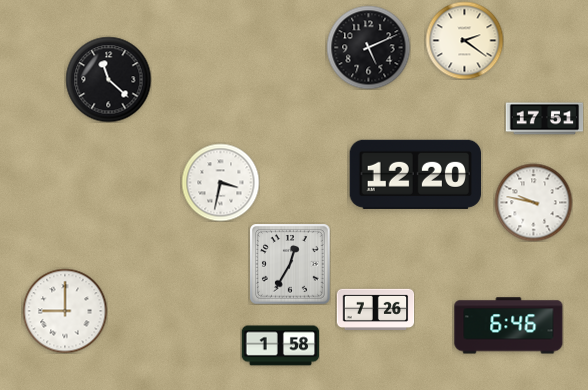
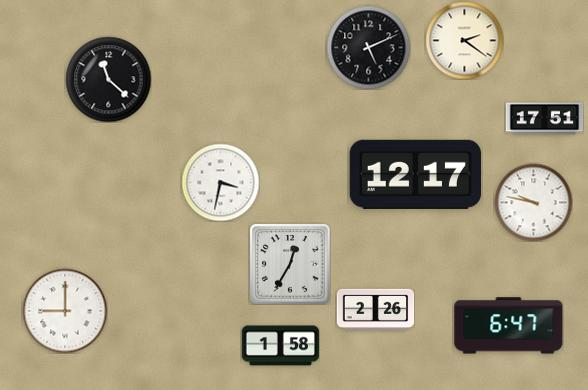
clock at (415, 174): 12:20 -> 12:17
clock at (375, 309): 7:26 -> 2:26
clock at (509, 326): 6:46 -> 6:47
